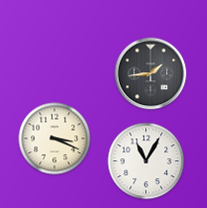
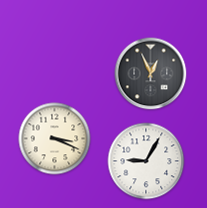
clock at (151, 74): 1:44 -> 12:56
clock at (146, 161): 11:05 -> 9:05
